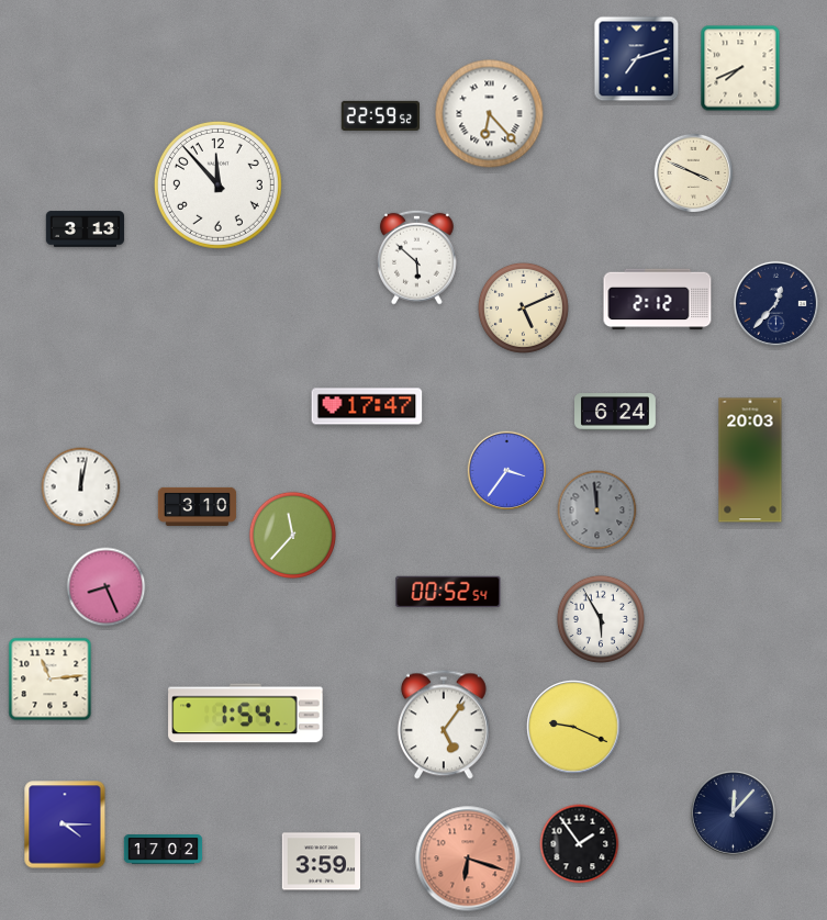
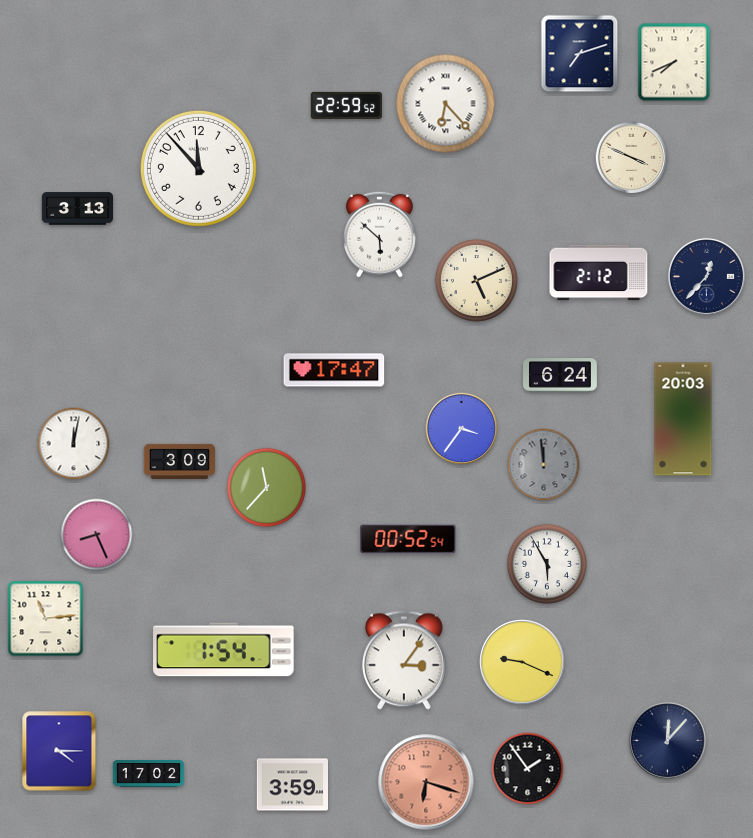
clock at (198, 506): 3:10 -> 3:09
clock at (444, 725): 5:06 -> 3:06
